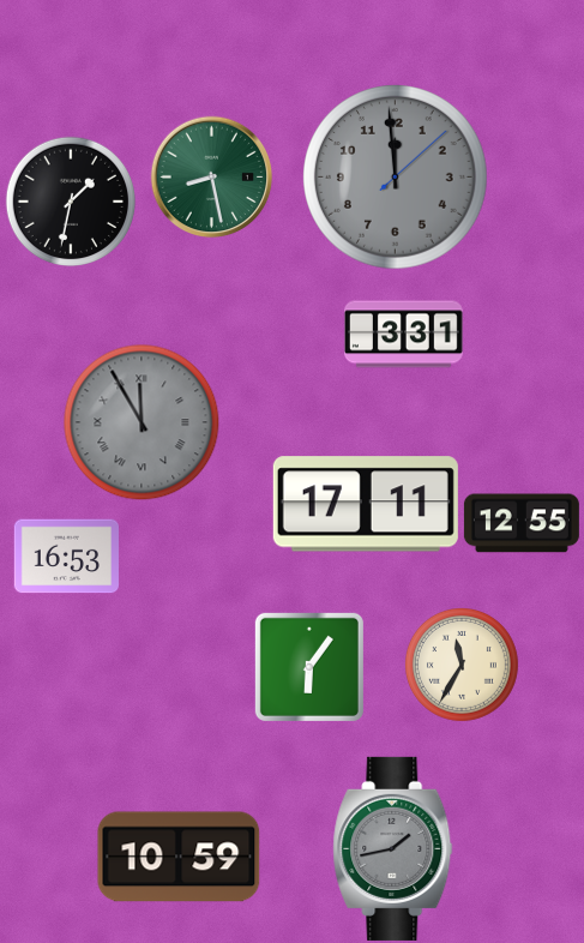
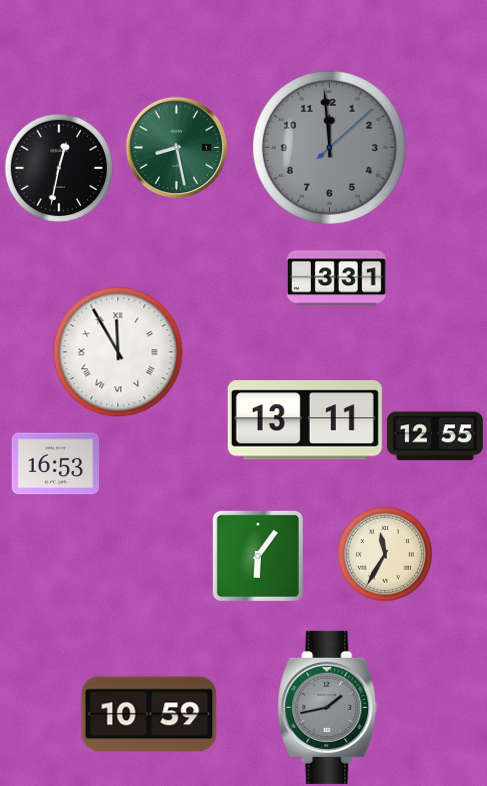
clock at (70, 200): 1:32 -> 12:32
clock at (142, 422) dial: grey -> white
clock at (366, 504): 17:11 -> 13:11
